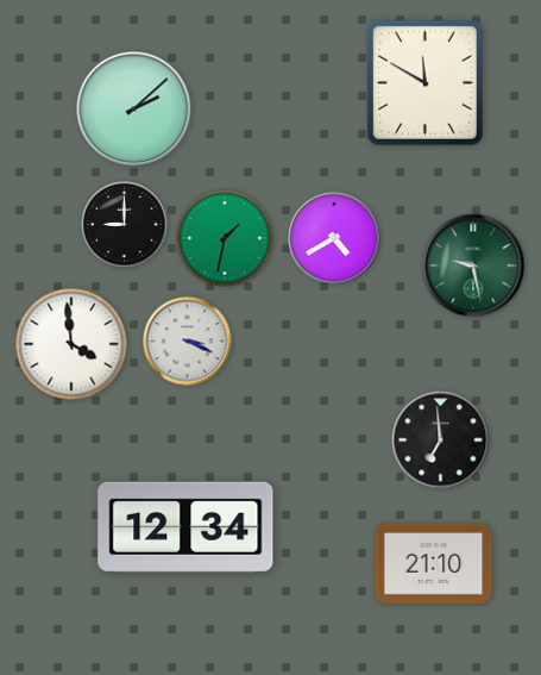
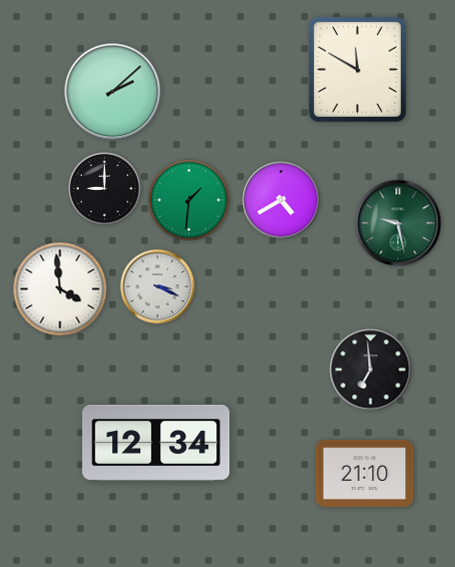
clock at (225, 238): 1:32 -> 1:31
